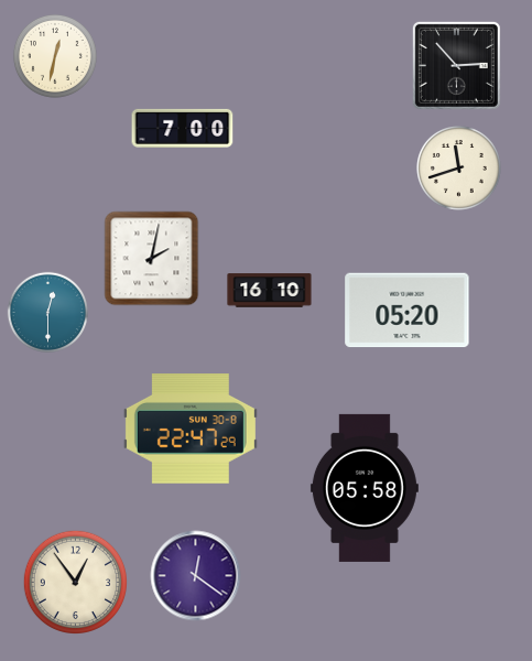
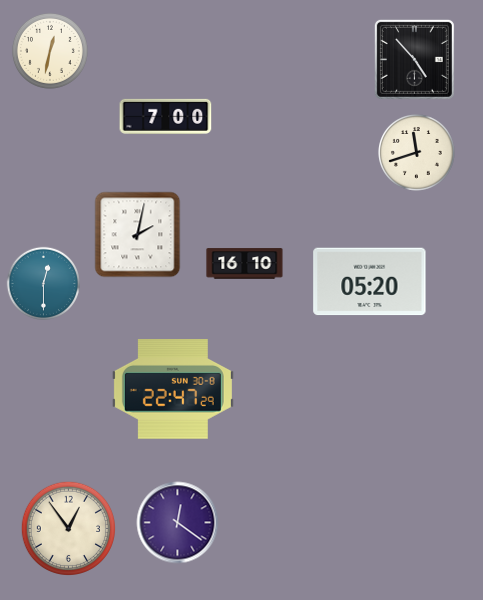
clock at (456, 65): 2:53 -> 4:53
clock at (365, 488): 05:58 -> none
